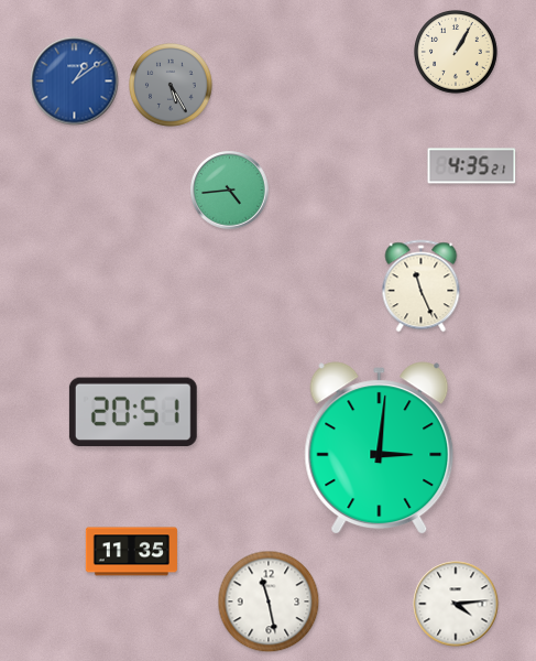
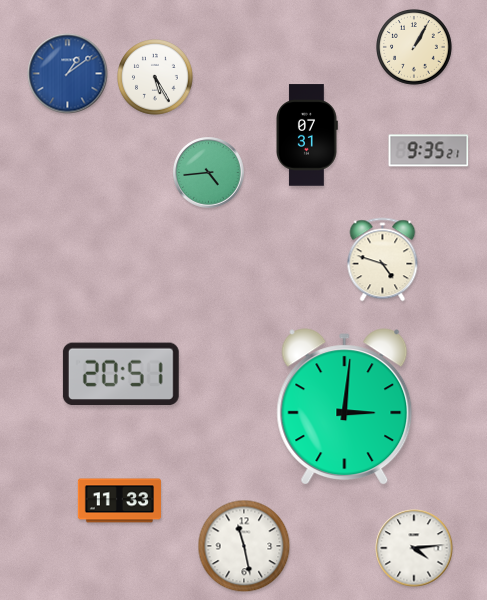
clock at (172, 86) dial: grey -> white
clock at (307, 135): none -> 07:31
clock at (472, 166): 4:35 -> 9:35
clock at (422, 286): 11:26 -> 4:48
clock at (131, 552): 11:35 -> 11:33
